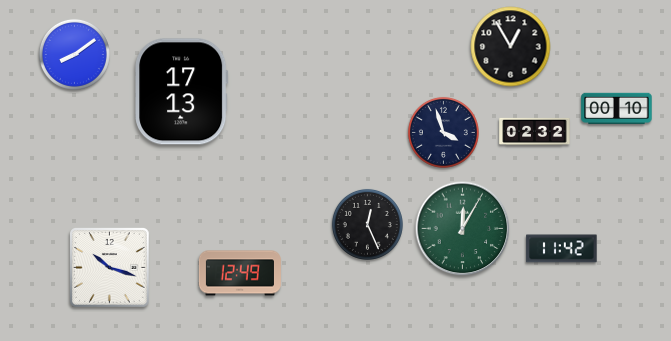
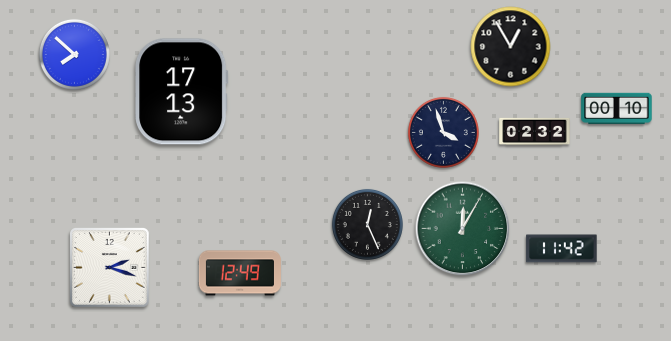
clock at (74, 54): 8:09 -> 7:52
clock at (110, 268): 10:18 -> 2:18
